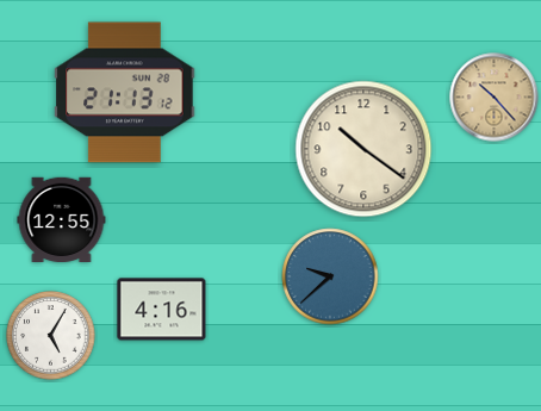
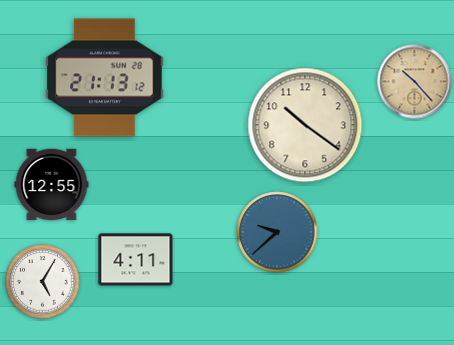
clock at (162, 310): 4:16 -> 4:11
